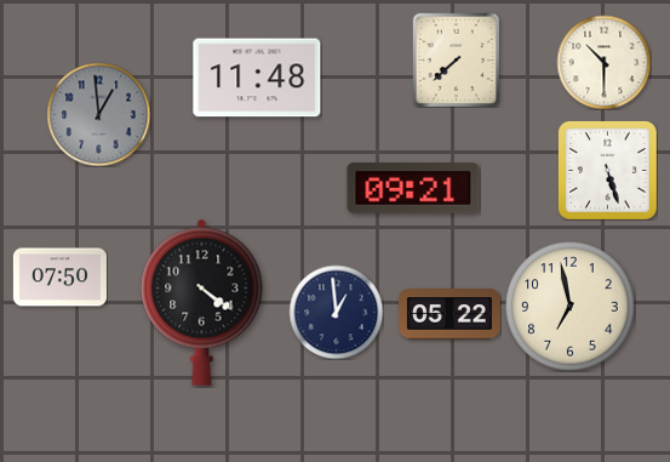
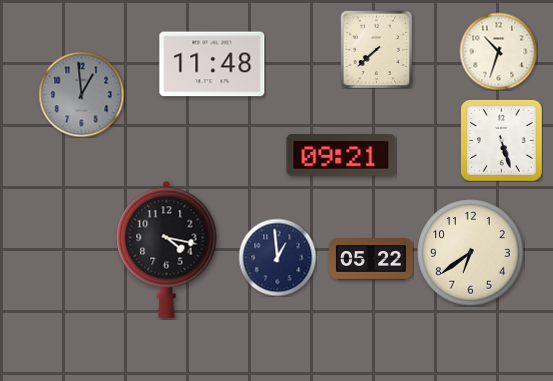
clock at (603, 62): 10:30 -> 10:33
clock at (59, 278): 07:50 -> none
clock at (202, 302): 4:21 -> 4:17
clock at (571, 307): 6:58 -> 6:39
